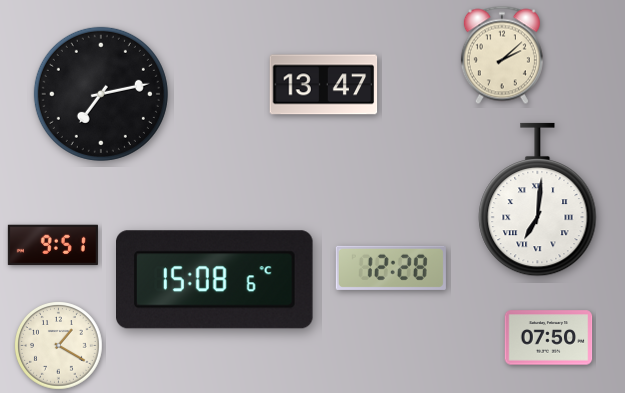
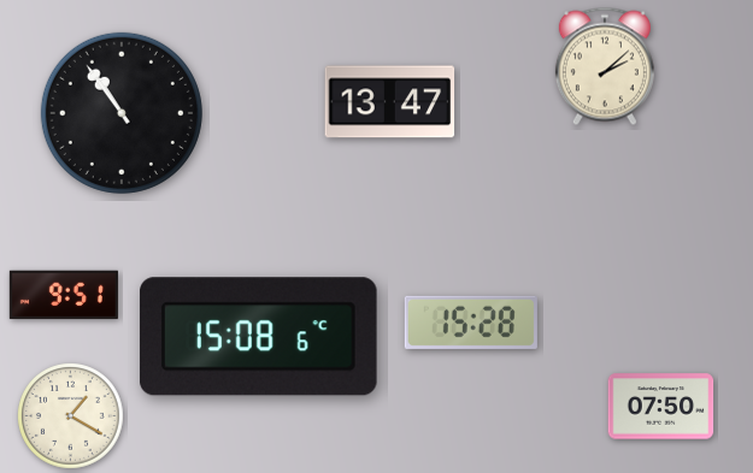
clock at (101, 94): 7:13 -> 10:54
clock at (538, 200): 7:01 -> none
clock at (391, 268): 12:28 -> 15:28
